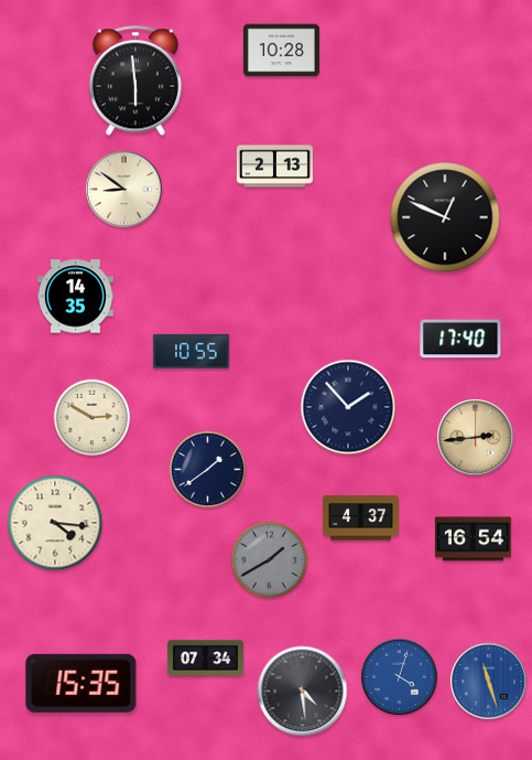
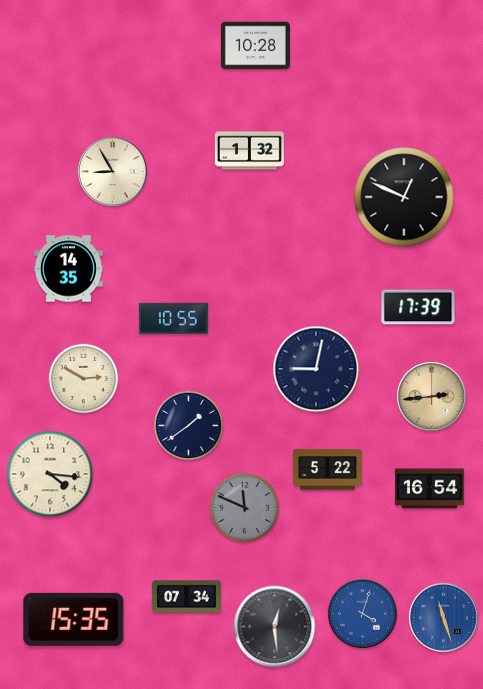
clock at (135, 81): 5:59 -> none
clock at (274, 167): 2:13 -> 1:32
clock at (124, 190): 8:51 -> 8:55
clock at (460, 339): 17:40 -> 17:39
clock at (348, 407): 1:53 -> 9:02
clock at (360, 518): 4:37 -> 5:22
clock at (270, 560): 1:40 -> 11:49
clock at (303, 692): 4:29 -> 12:29
